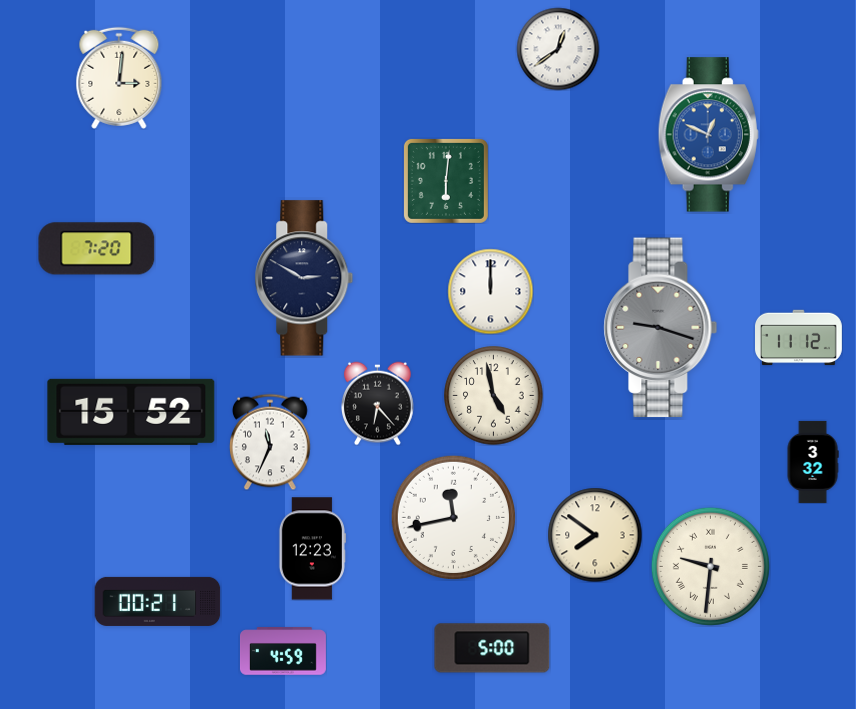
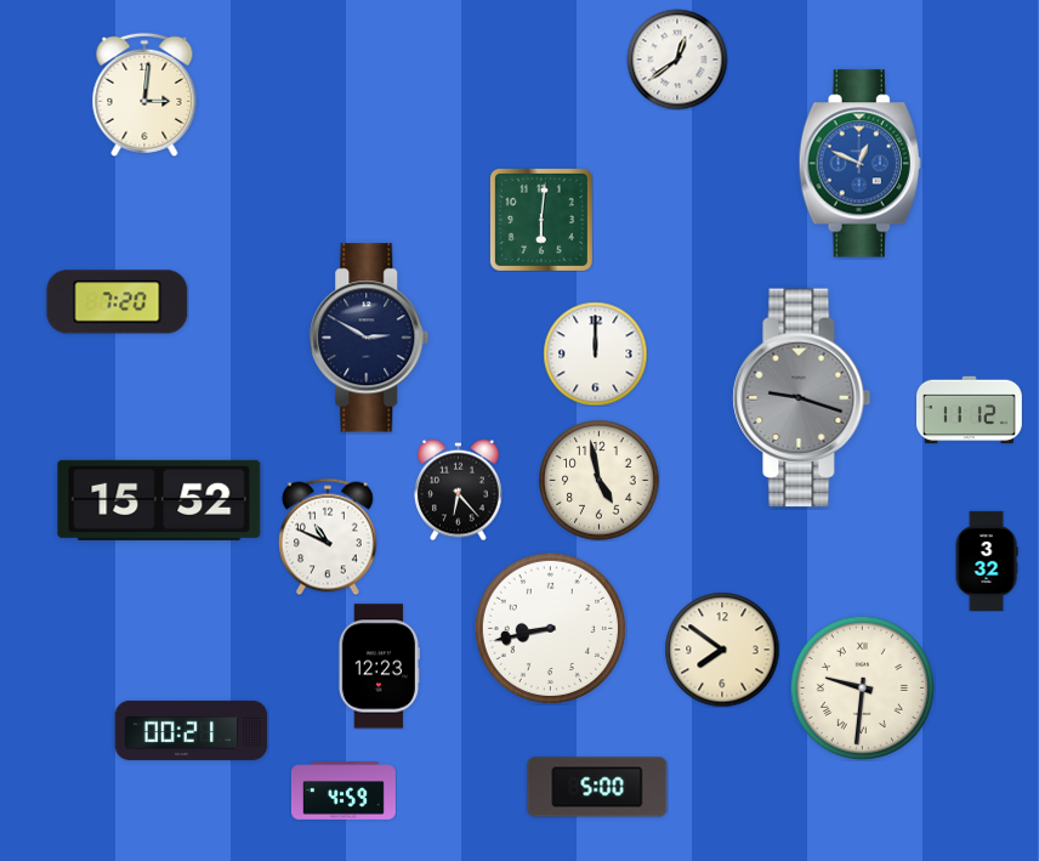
clock at (271, 442): 11:34 -> 10:49
clock at (453, 517): 11:43 -> 8:43
